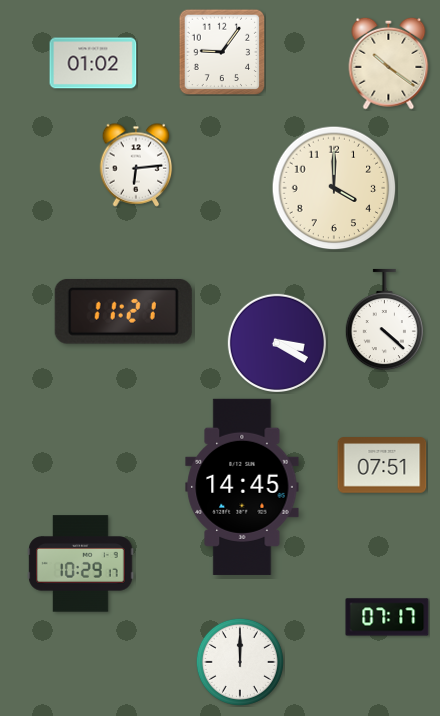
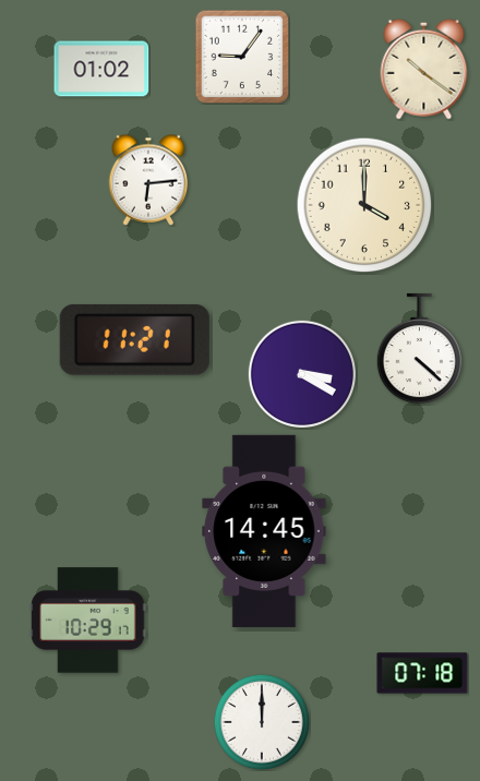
clock at (382, 465): 07:51 -> none
clock at (81, 564) position: (81, 564) -> (88, 621)
clock at (387, 617): 07:17 -> 07:18
